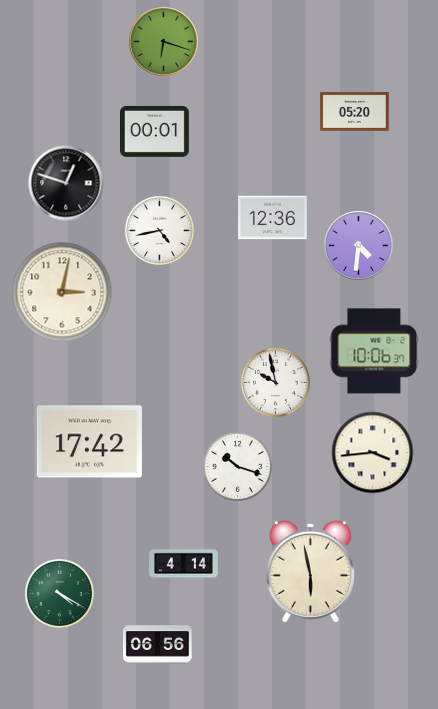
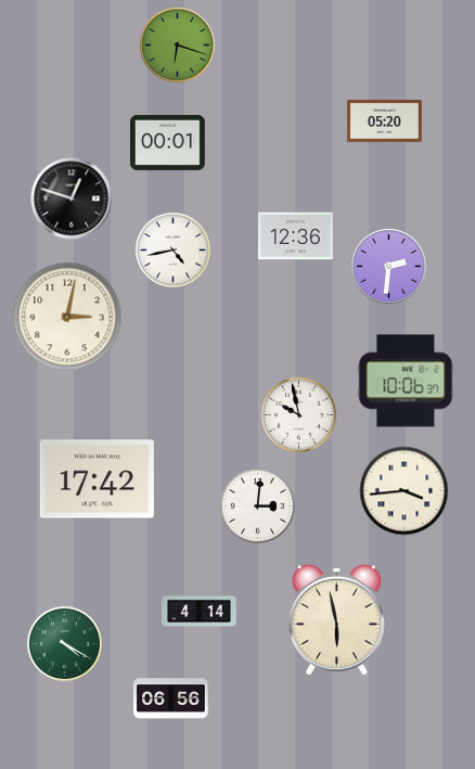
clock at (359, 246): 4:31 -> 2:31
clock at (237, 466): 10:18 -> 3:01
